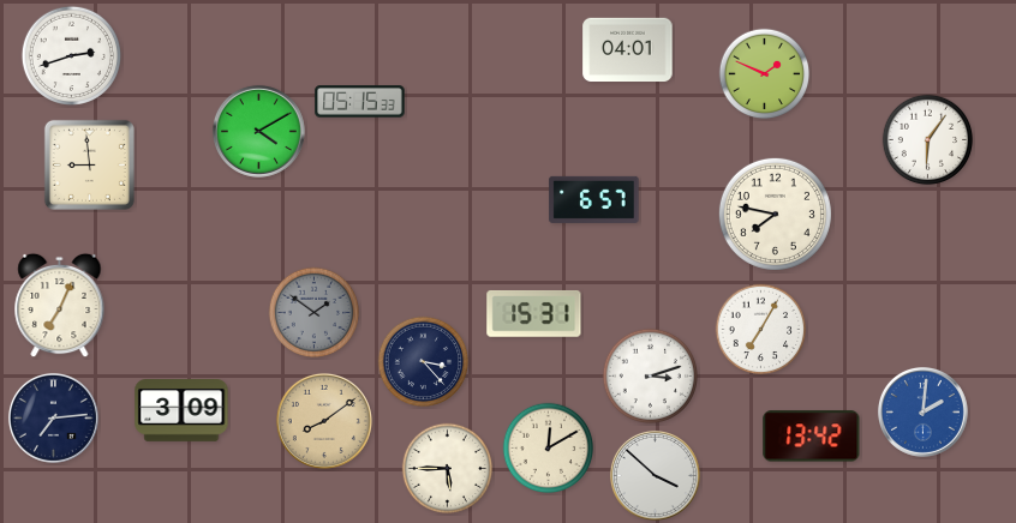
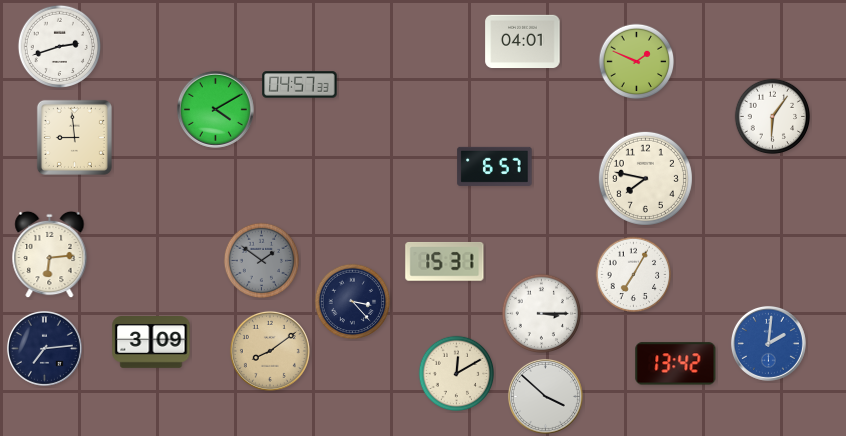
clock at (360, 102): 05:15 -> 04:57
clock at (60, 306): 7:04 -> 6:14
clock at (651, 377): 3:12 -> 3:15
clock at (448, 469): 5:45 -> none
